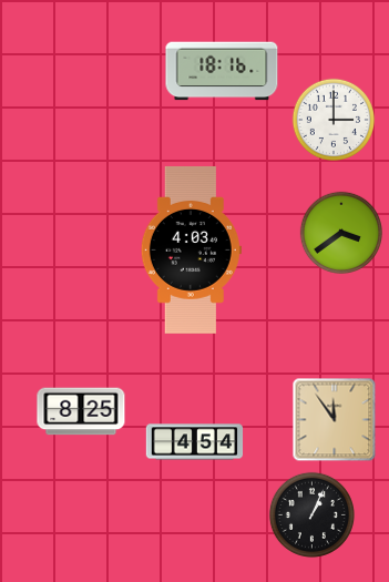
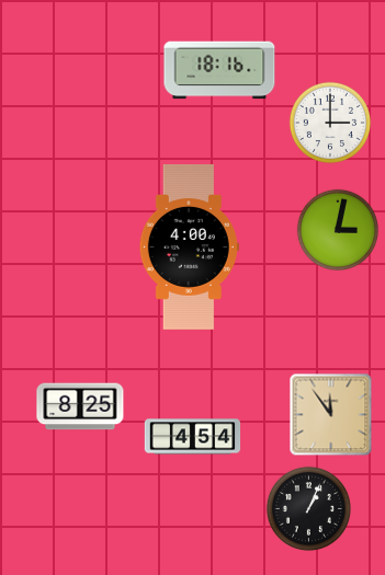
clock at (332, 119) position: (332, 119) -> (329, 122)
clock at (340, 232): 3:39 -> 3:02
clock at (191, 249): 4:03 -> 4:00
